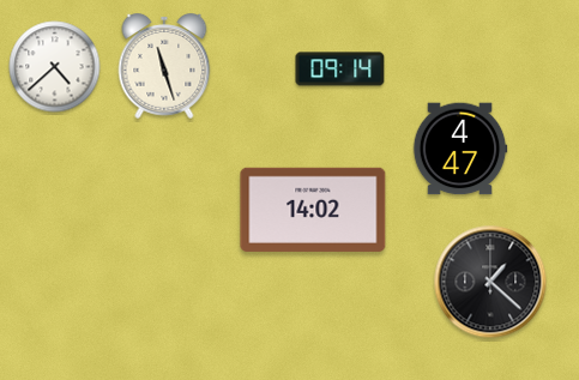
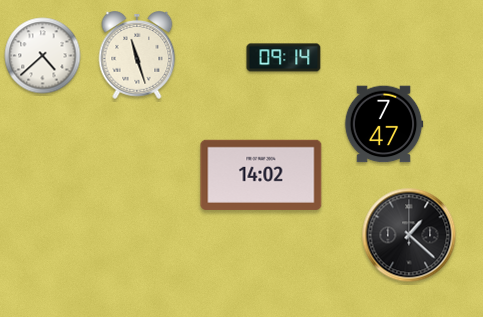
clock at (55, 67) position: (55, 67) -> (43, 56)
clock at (460, 149): 4:47 -> 7:47
